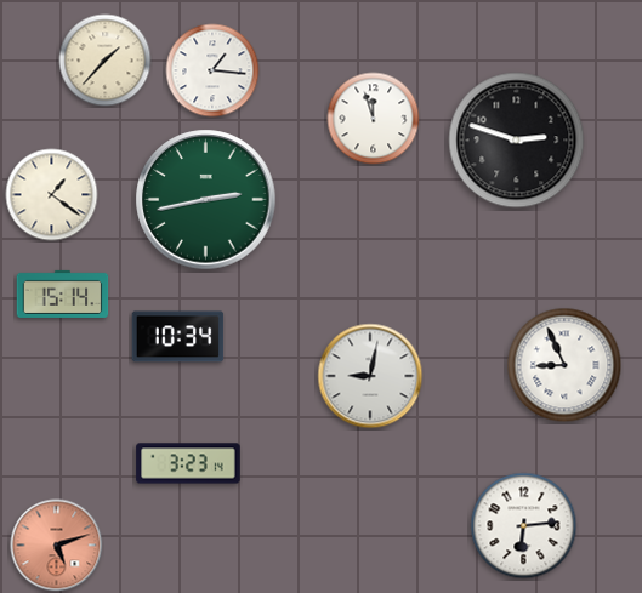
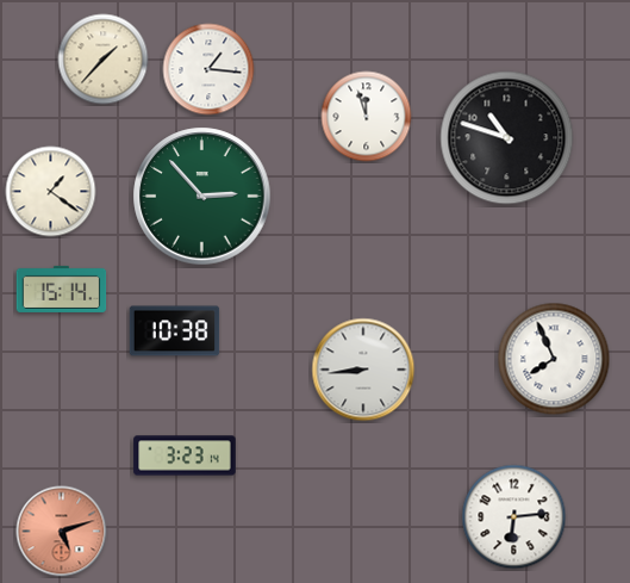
clock at (517, 141): 2:48 -> 10:48
clock at (206, 200): 2:43 -> 2:53
clock at (178, 337): 10:34 -> 10:38
clock at (564, 365): 8:56 -> 7:56
clock at (370, 376): 9:02 -> 8:44
clock at (57, 546) position: (57, 546) -> (62, 532)
